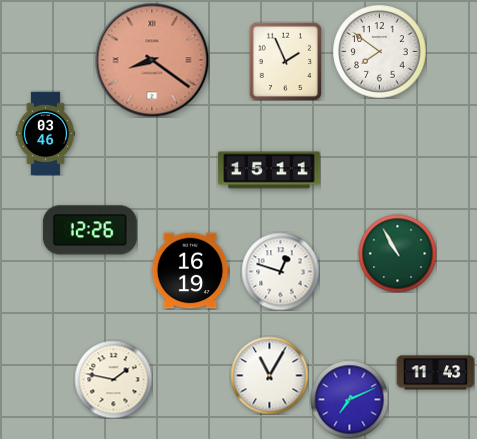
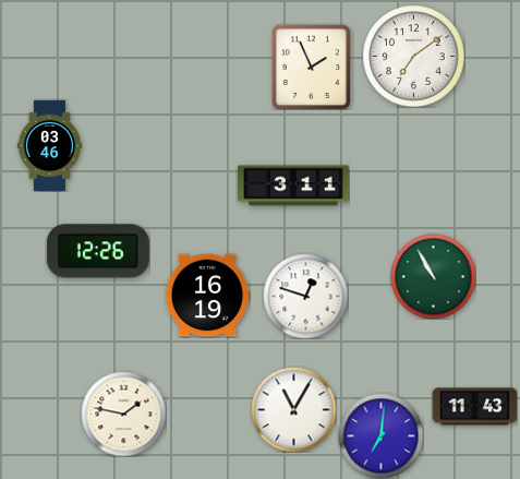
clock at (379, 51): 7:51 -> 7:09
clock at (152, 60): 8:21 -> none
clock at (269, 170): 15:11 -> 3:11
clock at (349, 399): 7:11 -> 7:01
